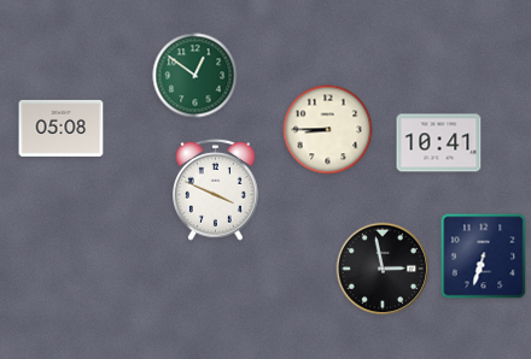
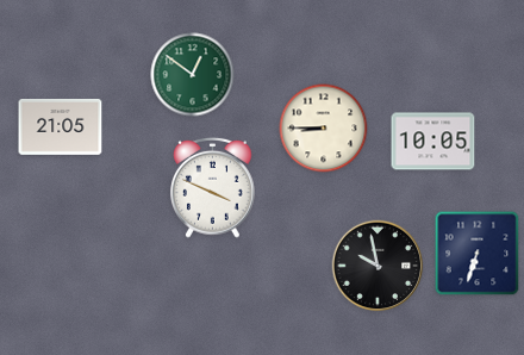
clock at (62, 128): 05:08 -> 21:05
clock at (439, 143): 10:41 -> 10:05
clock at (383, 269): 2:58 -> 9:58
